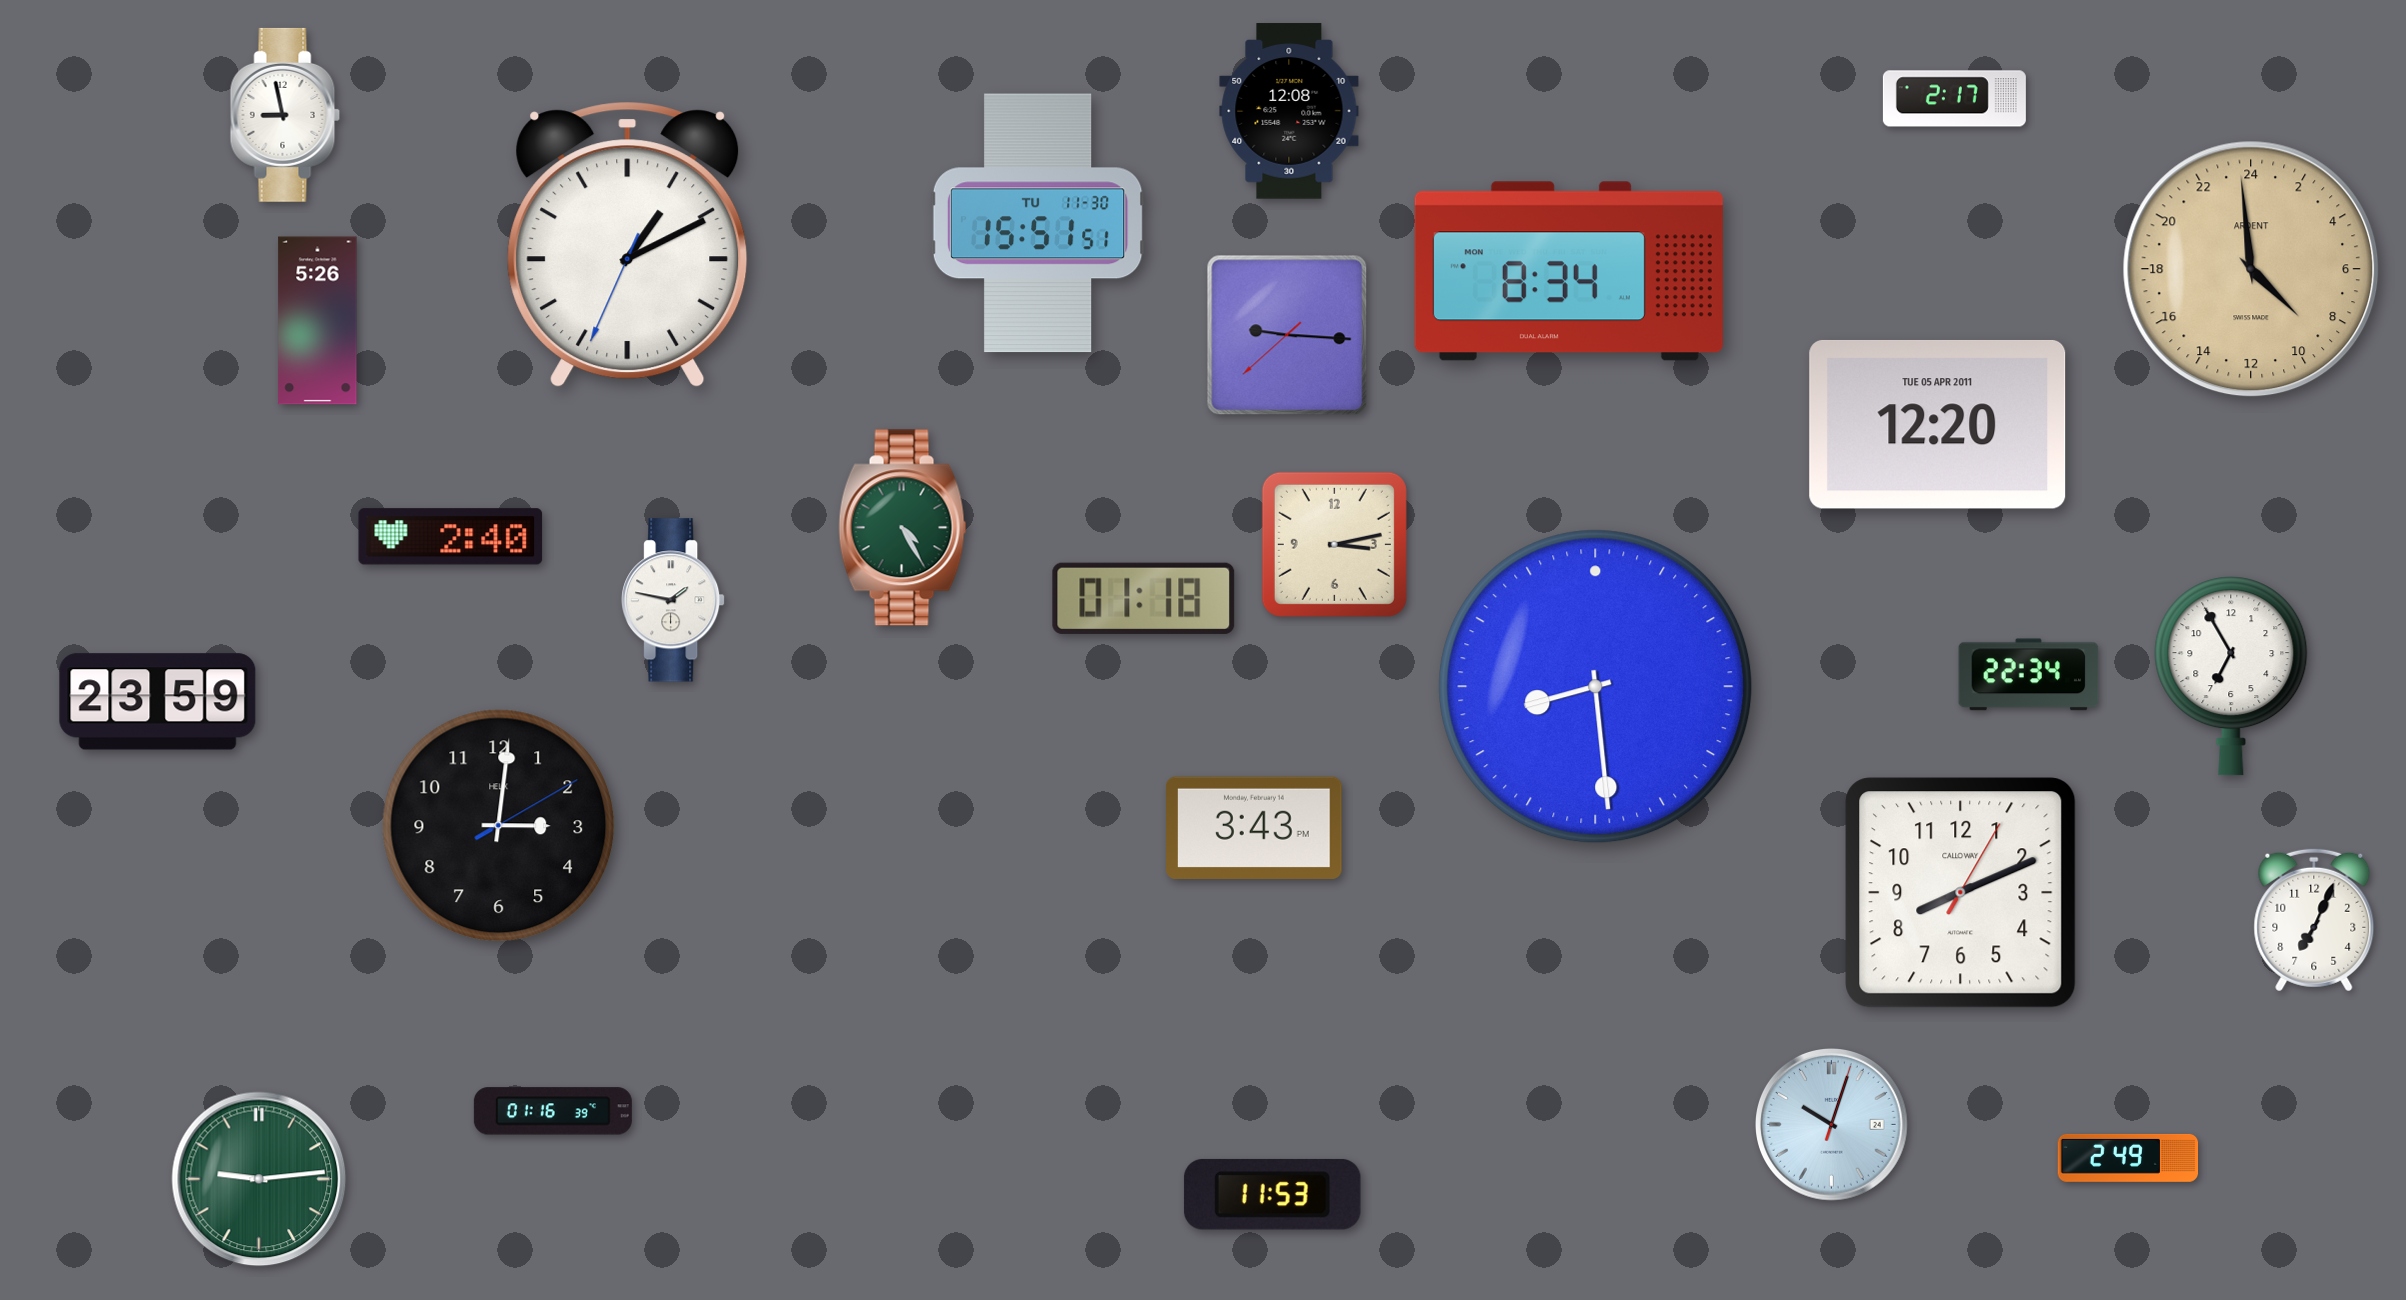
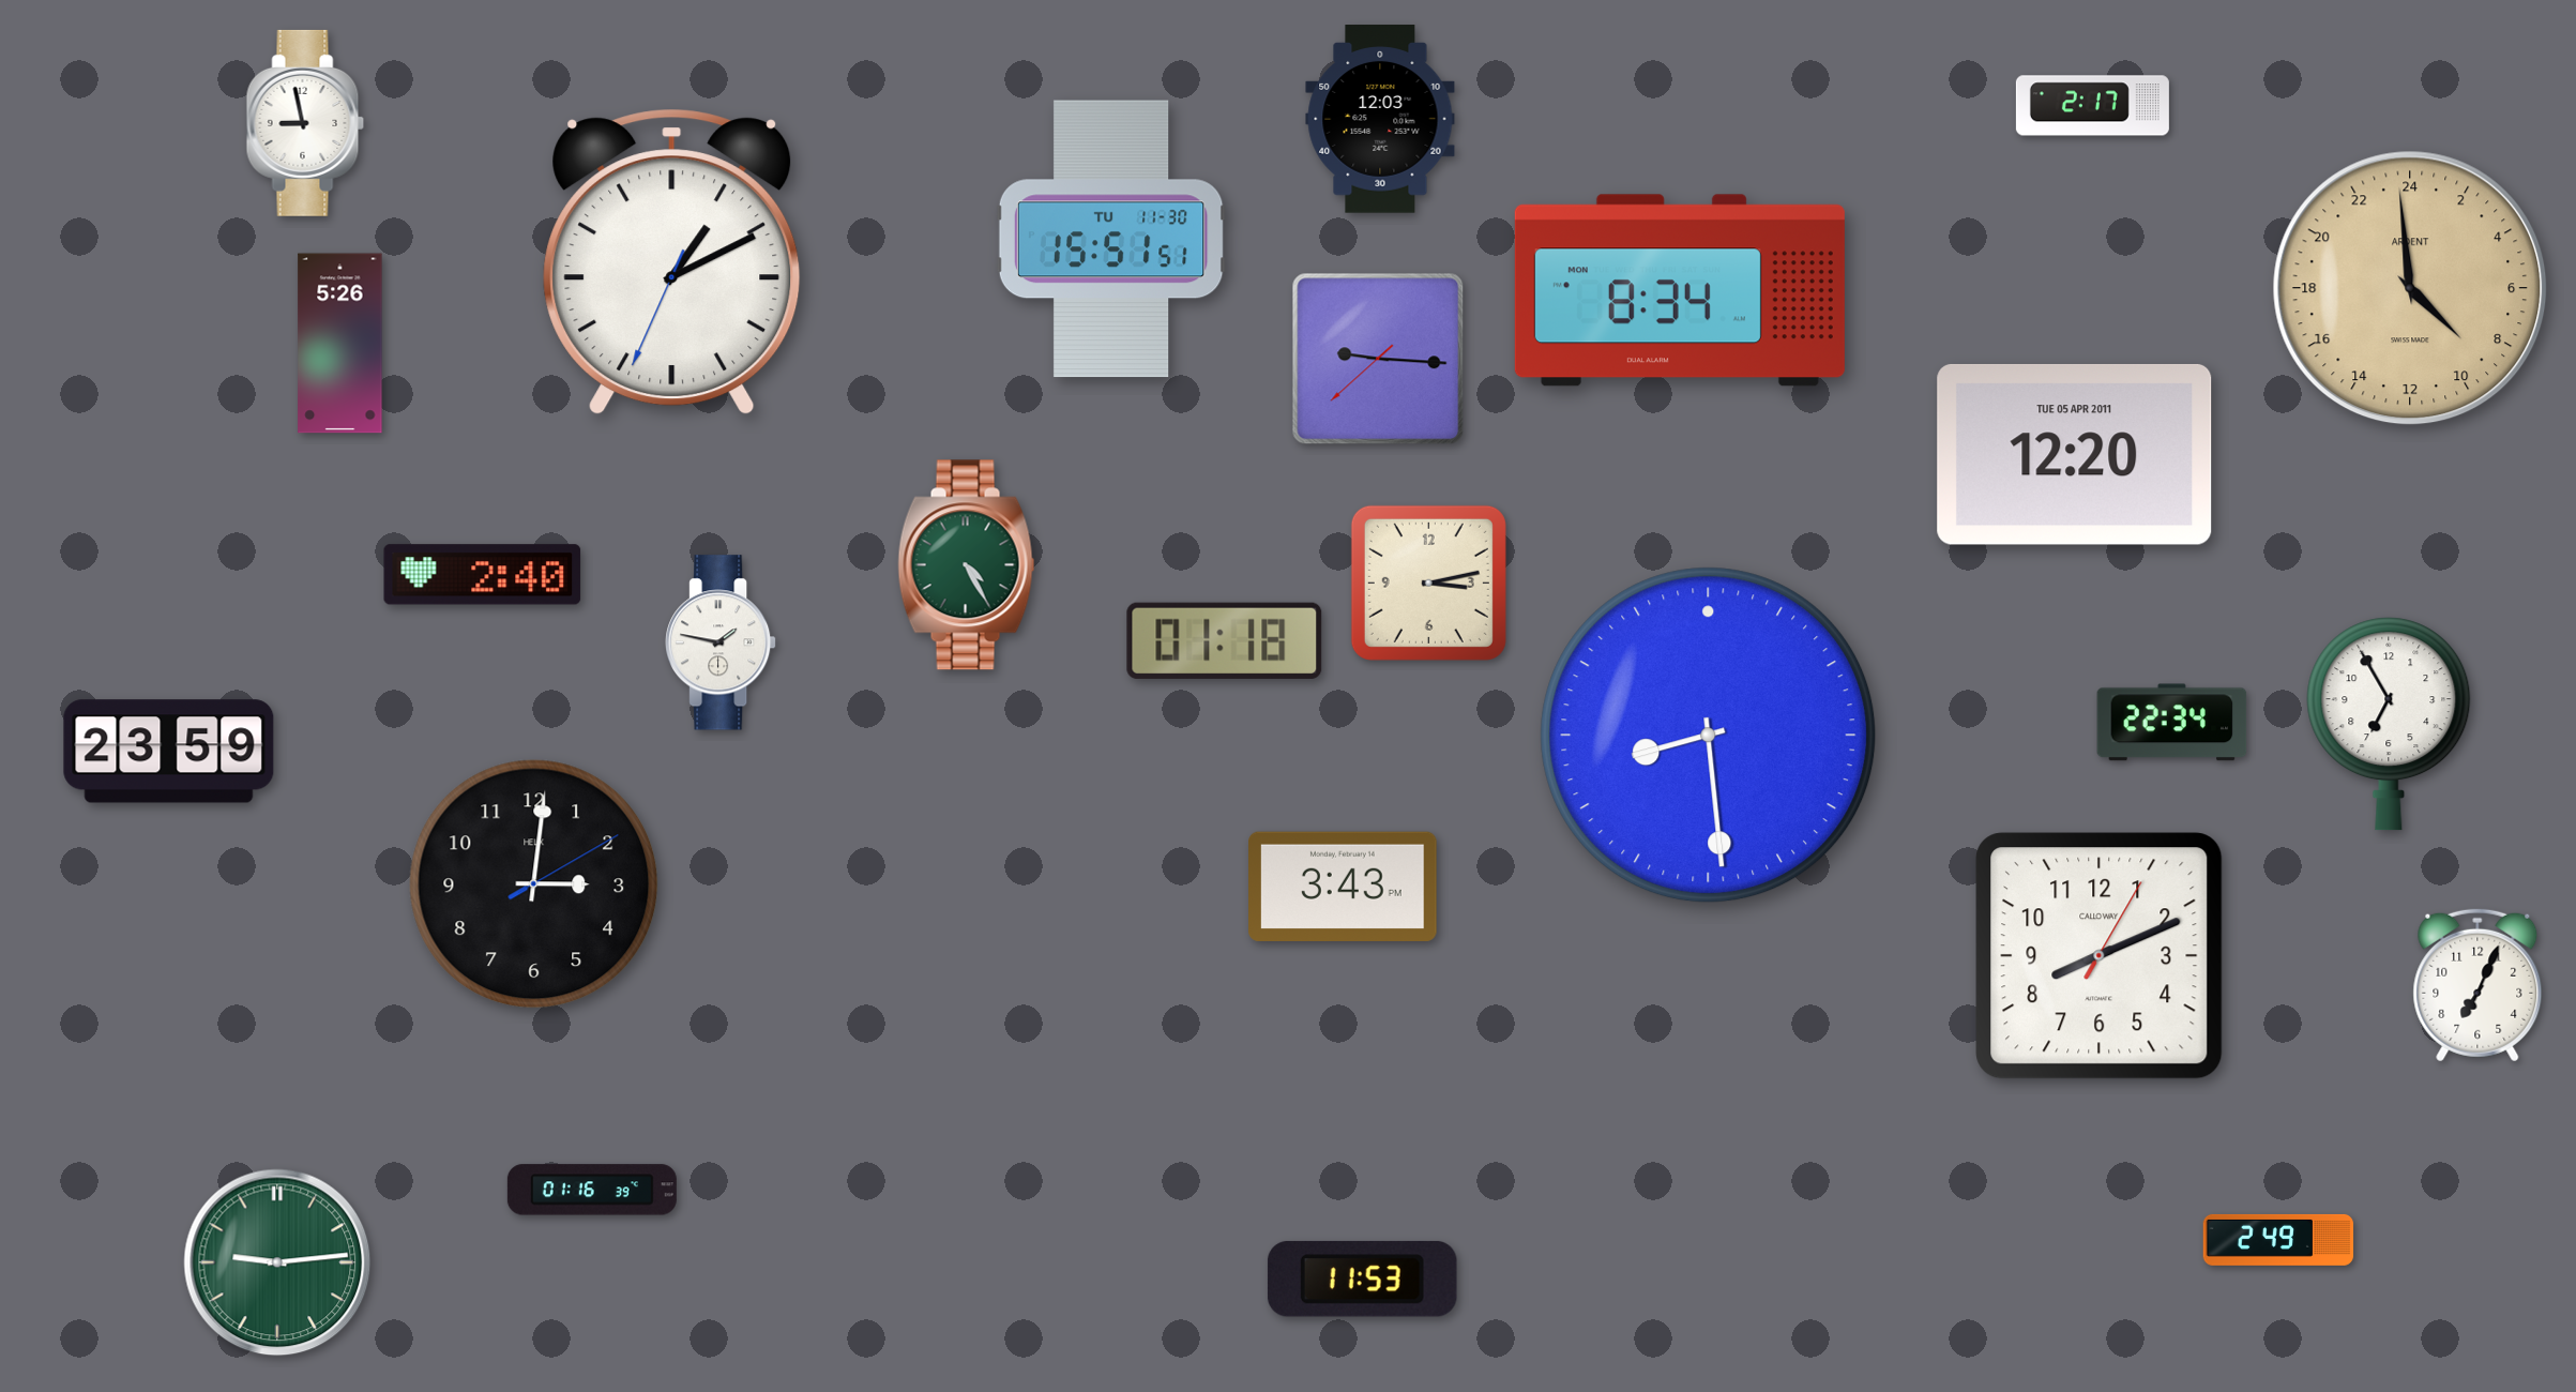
clock at (1289, 111): 12:08 -> 12:03
clock at (1832, 1125): 10:03 -> none
